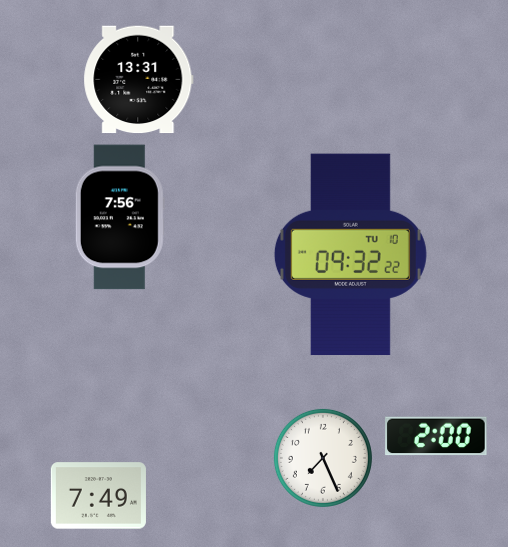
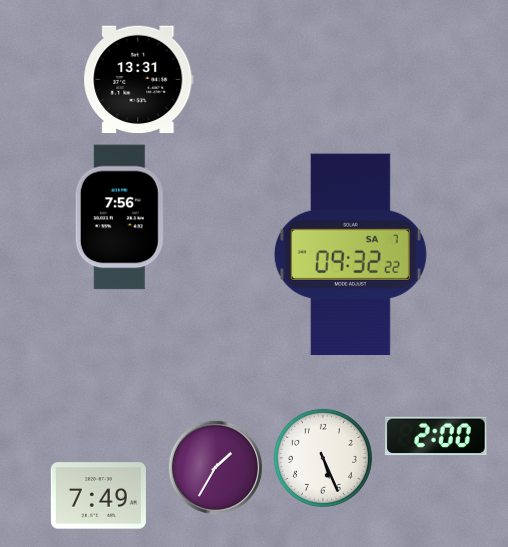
clock at (350, 255) date: TU 10 -> SA 7
clock at (323, 458): 7:26 -> 5:26
clock at (215, 467): none -> 1:35
